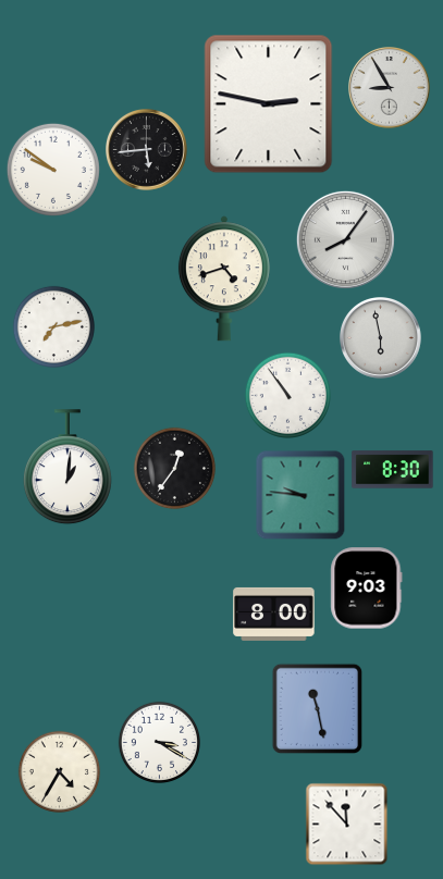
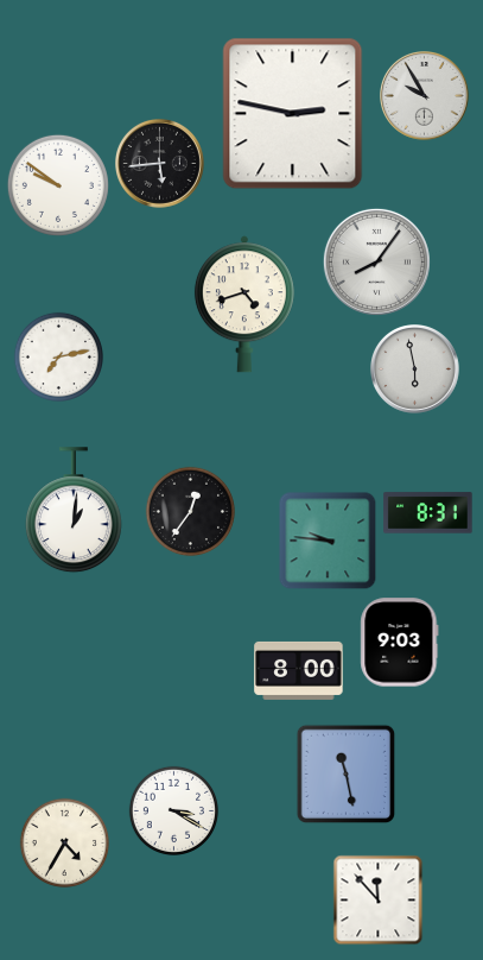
clock at (390, 88): 8:55 -> 9:55
clock at (287, 395): 10:54 -> none
clock at (393, 470): 8:30 -> 8:31
